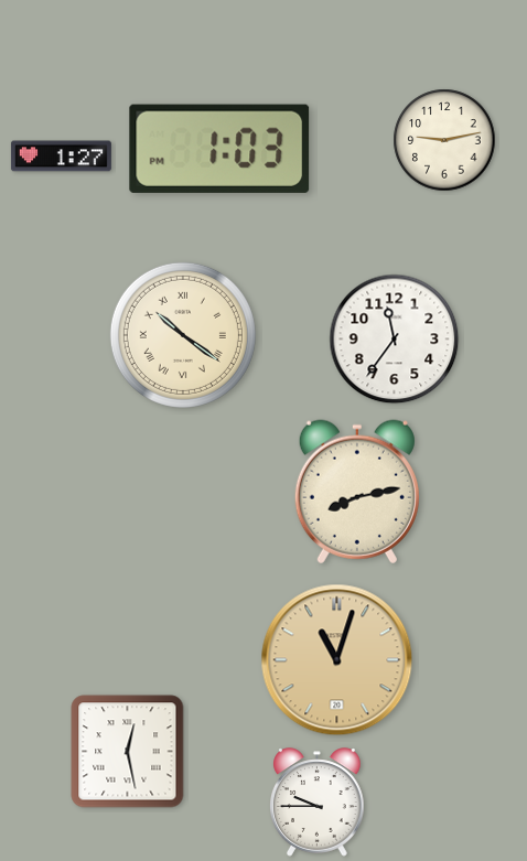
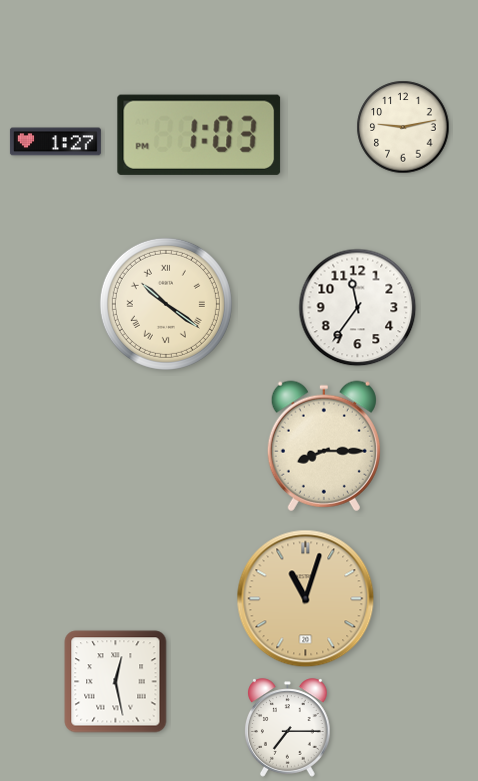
clock at (357, 492): 8:13 -> 8:15
clock at (318, 803): 9:45 -> 7:15
